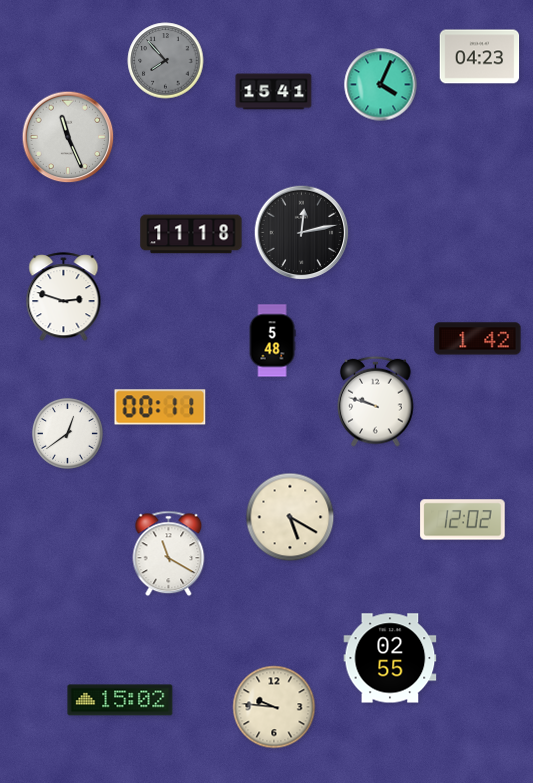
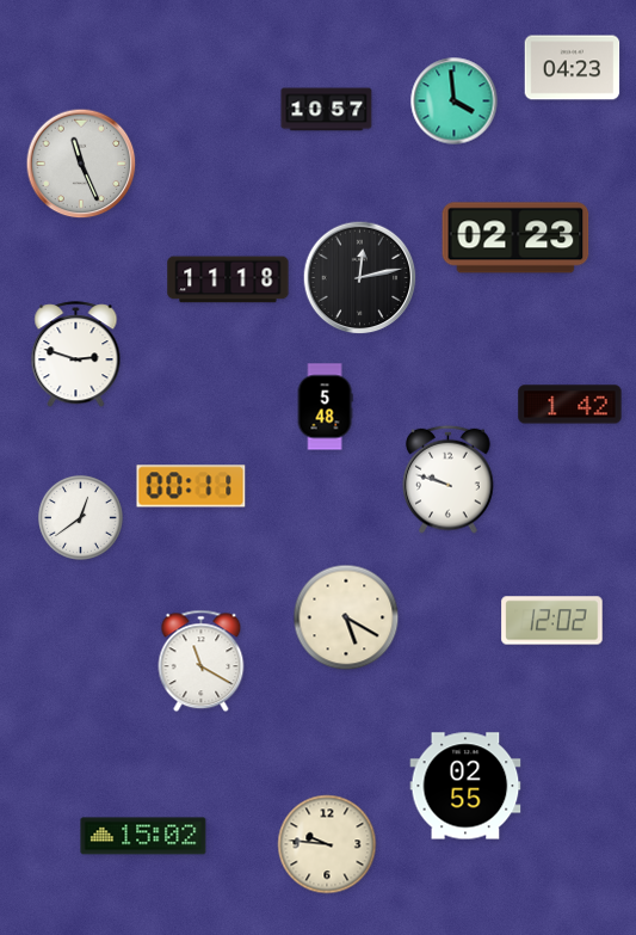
clock at (166, 61): 7:53 -> none
clock at (381, 85): 4:04 -> 3:59
clock at (274, 92): 15:41 -> 10:57
clock at (515, 238): none -> 02:23
